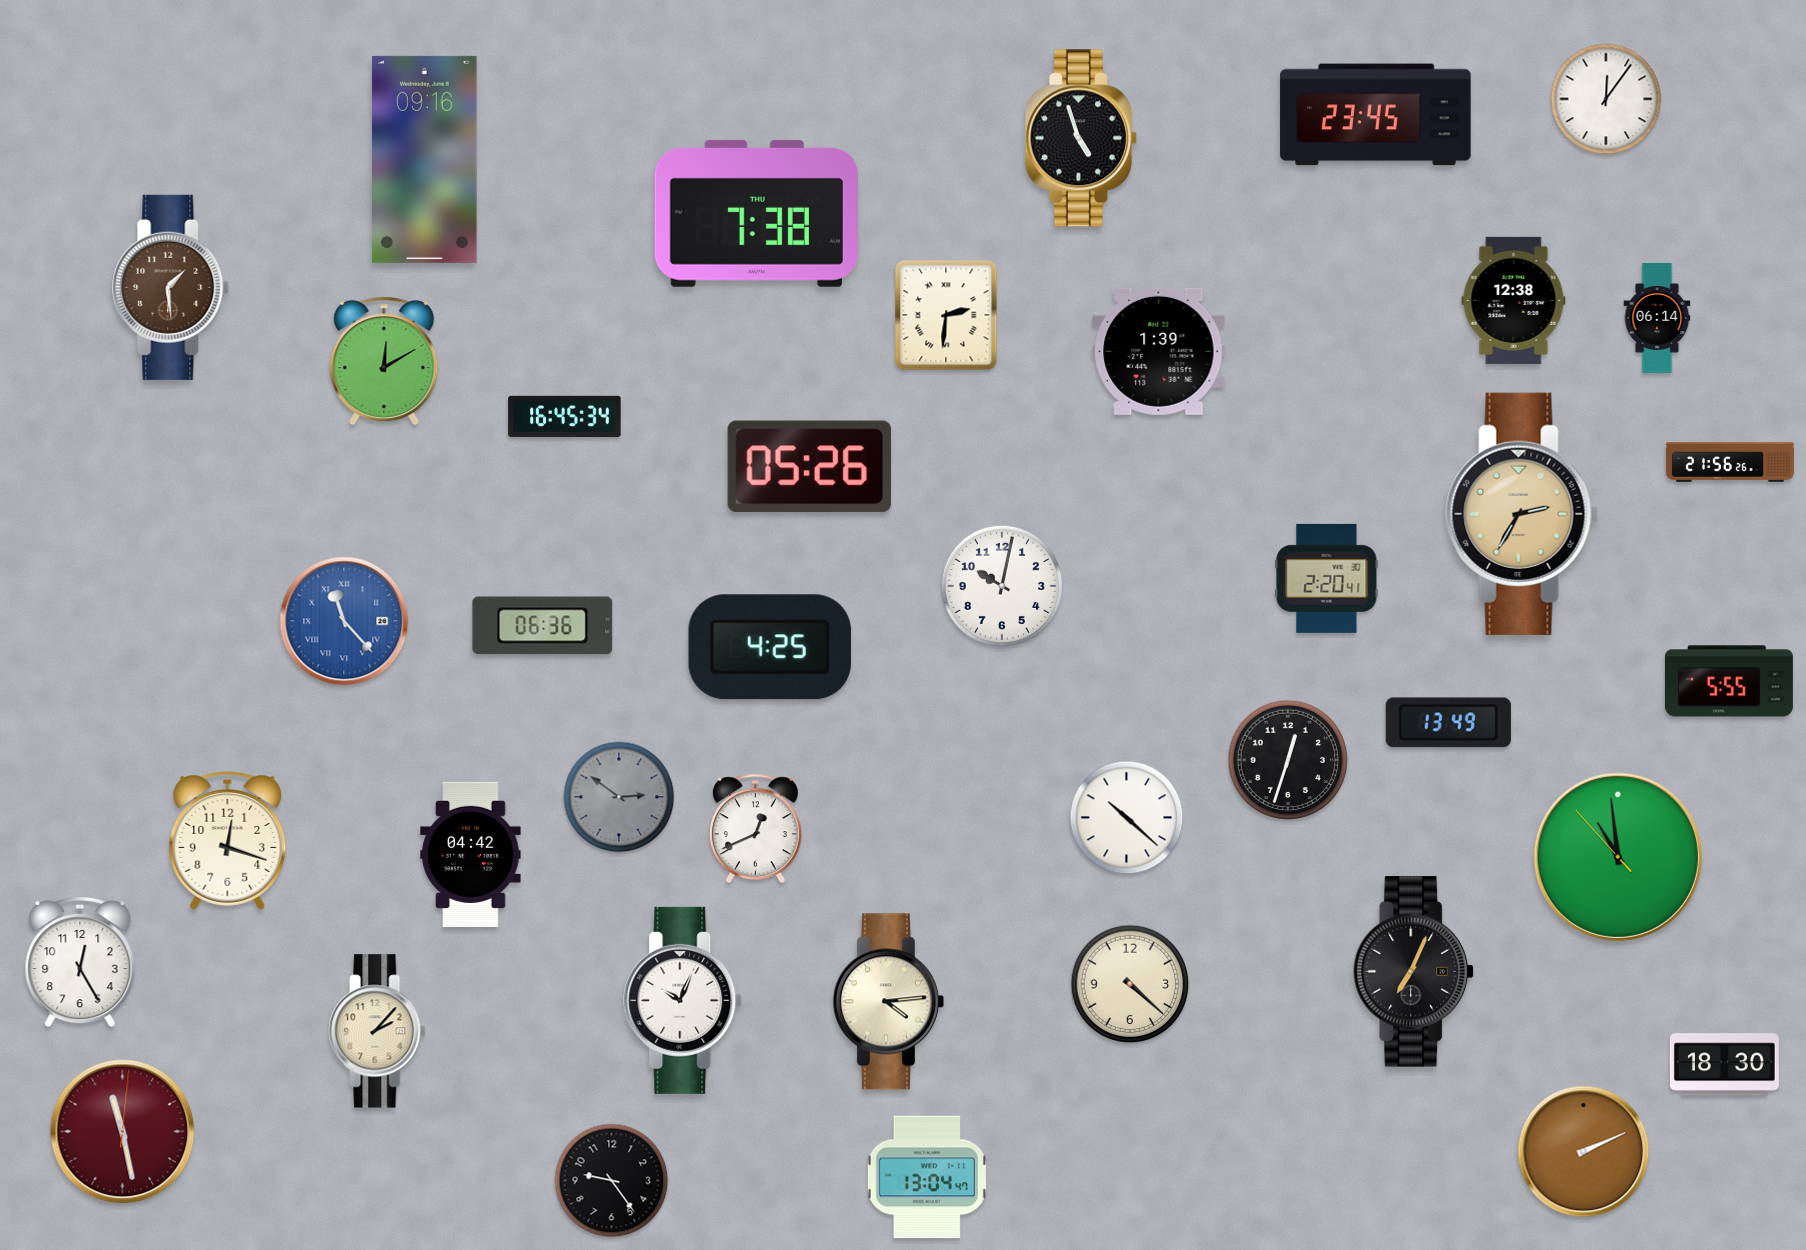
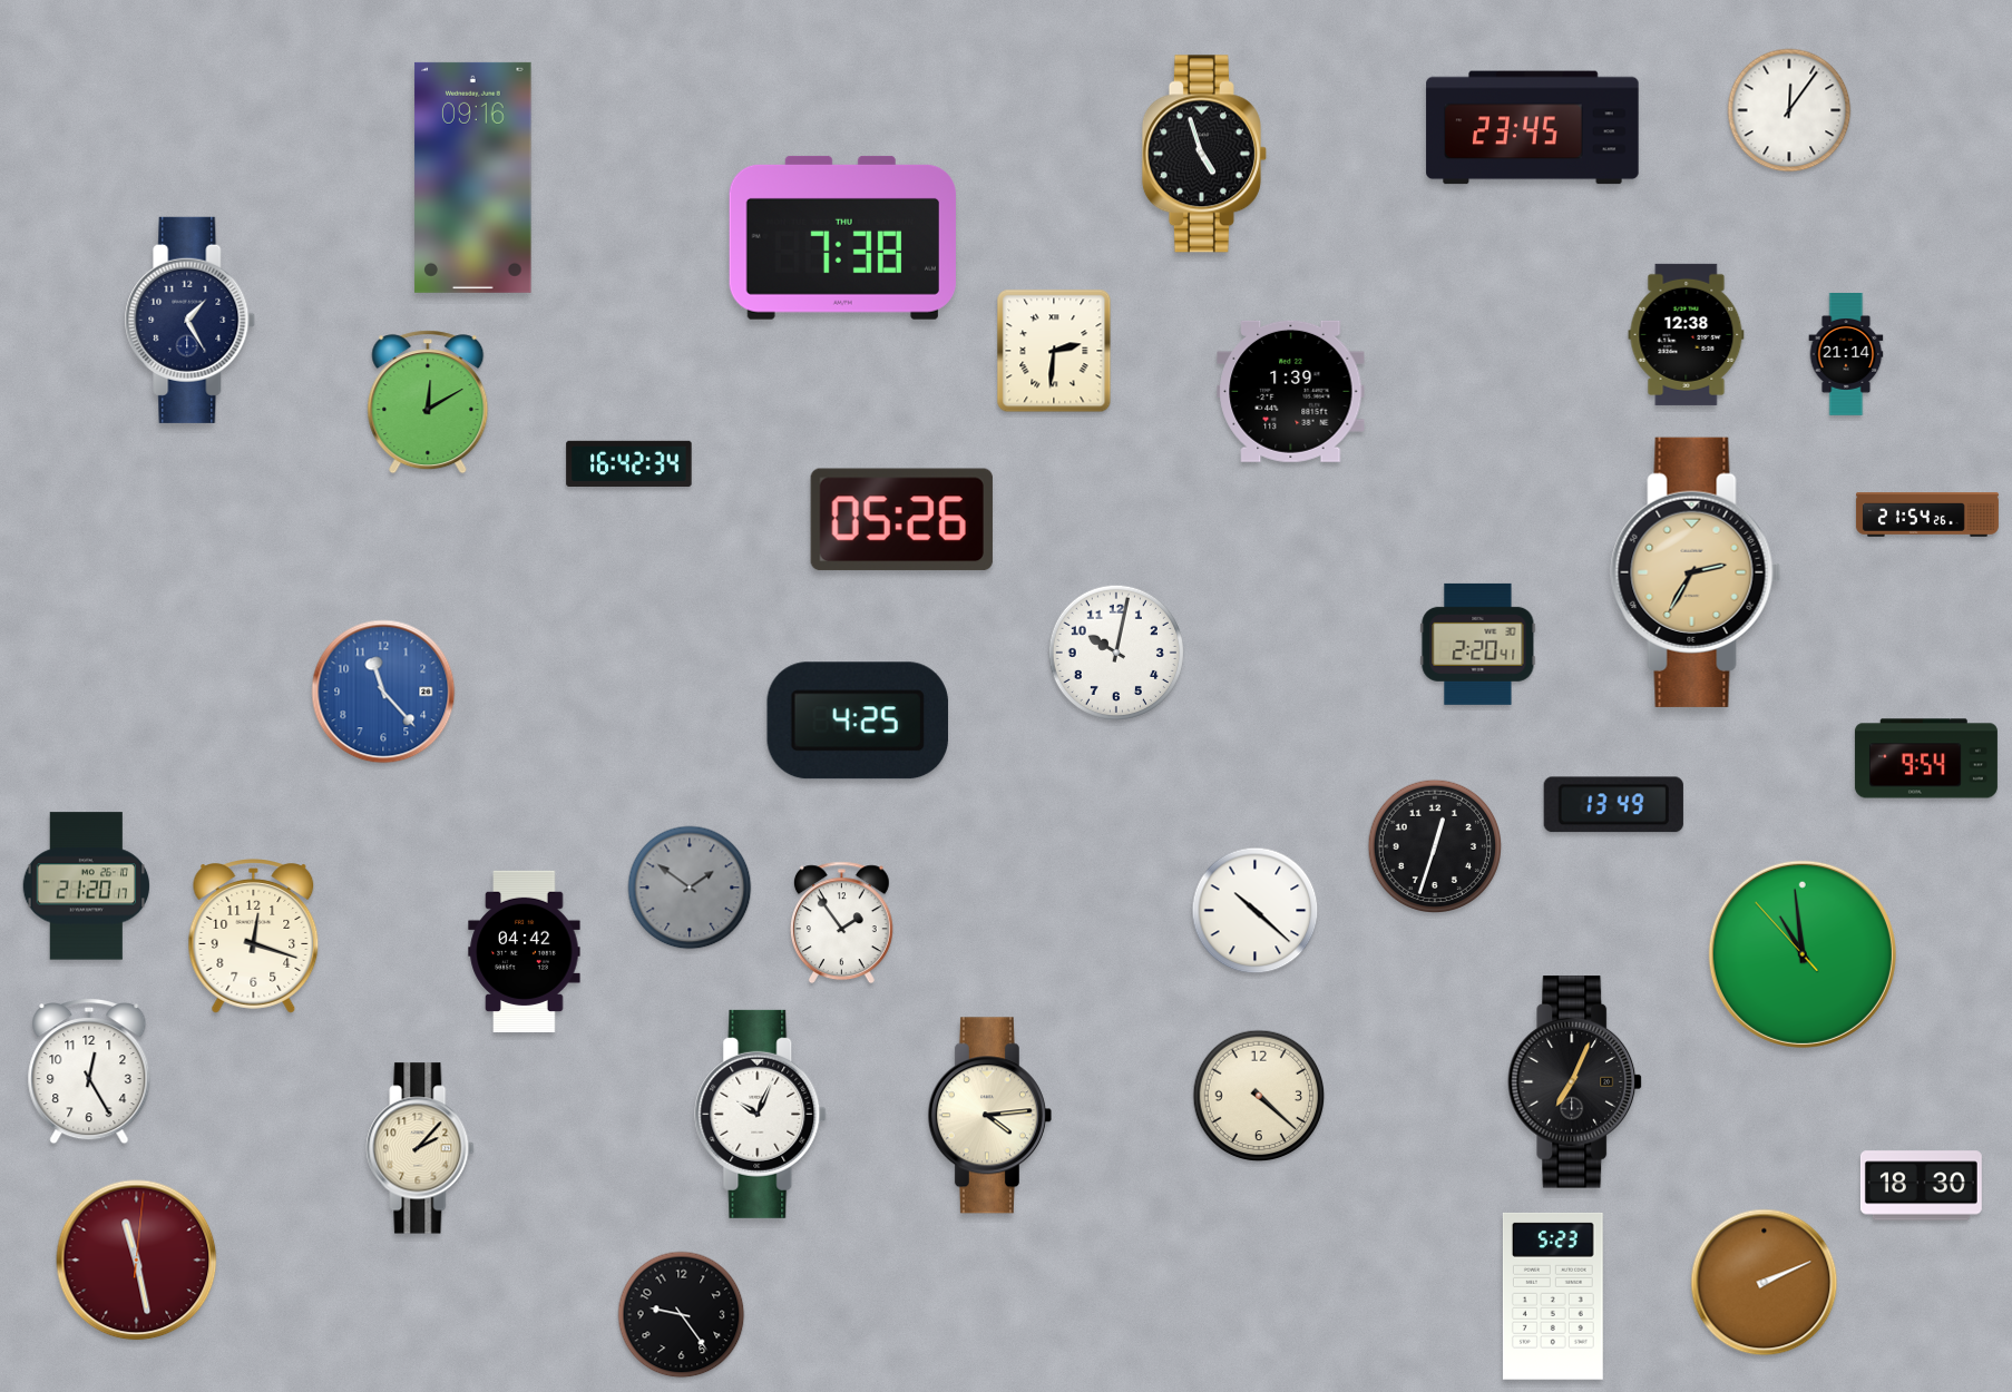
clock at (171, 287): 1:29 -> 1:25
clock at (171, 287) dial: brown -> navy
clock at (1657, 319): 06:14 -> 21:14
clock at (565, 416): 16:45 -> 16:42
clock at (1730, 462): 21:56 -> 21:54
clock at (344, 621) numerals: Roman -> Arabic
clock at (543, 626): 06:36 -> none
clock at (1729, 681): 5:55 -> 9:54
clock at (86, 886): none -> 21:20
clock at (619, 797): 2:51 -> 1:51
clock at (755, 829): 12:41 -> 1:54
clock at (1553, 1296): none -> 5:23
clock at (927, 1177): 13:04 -> none
